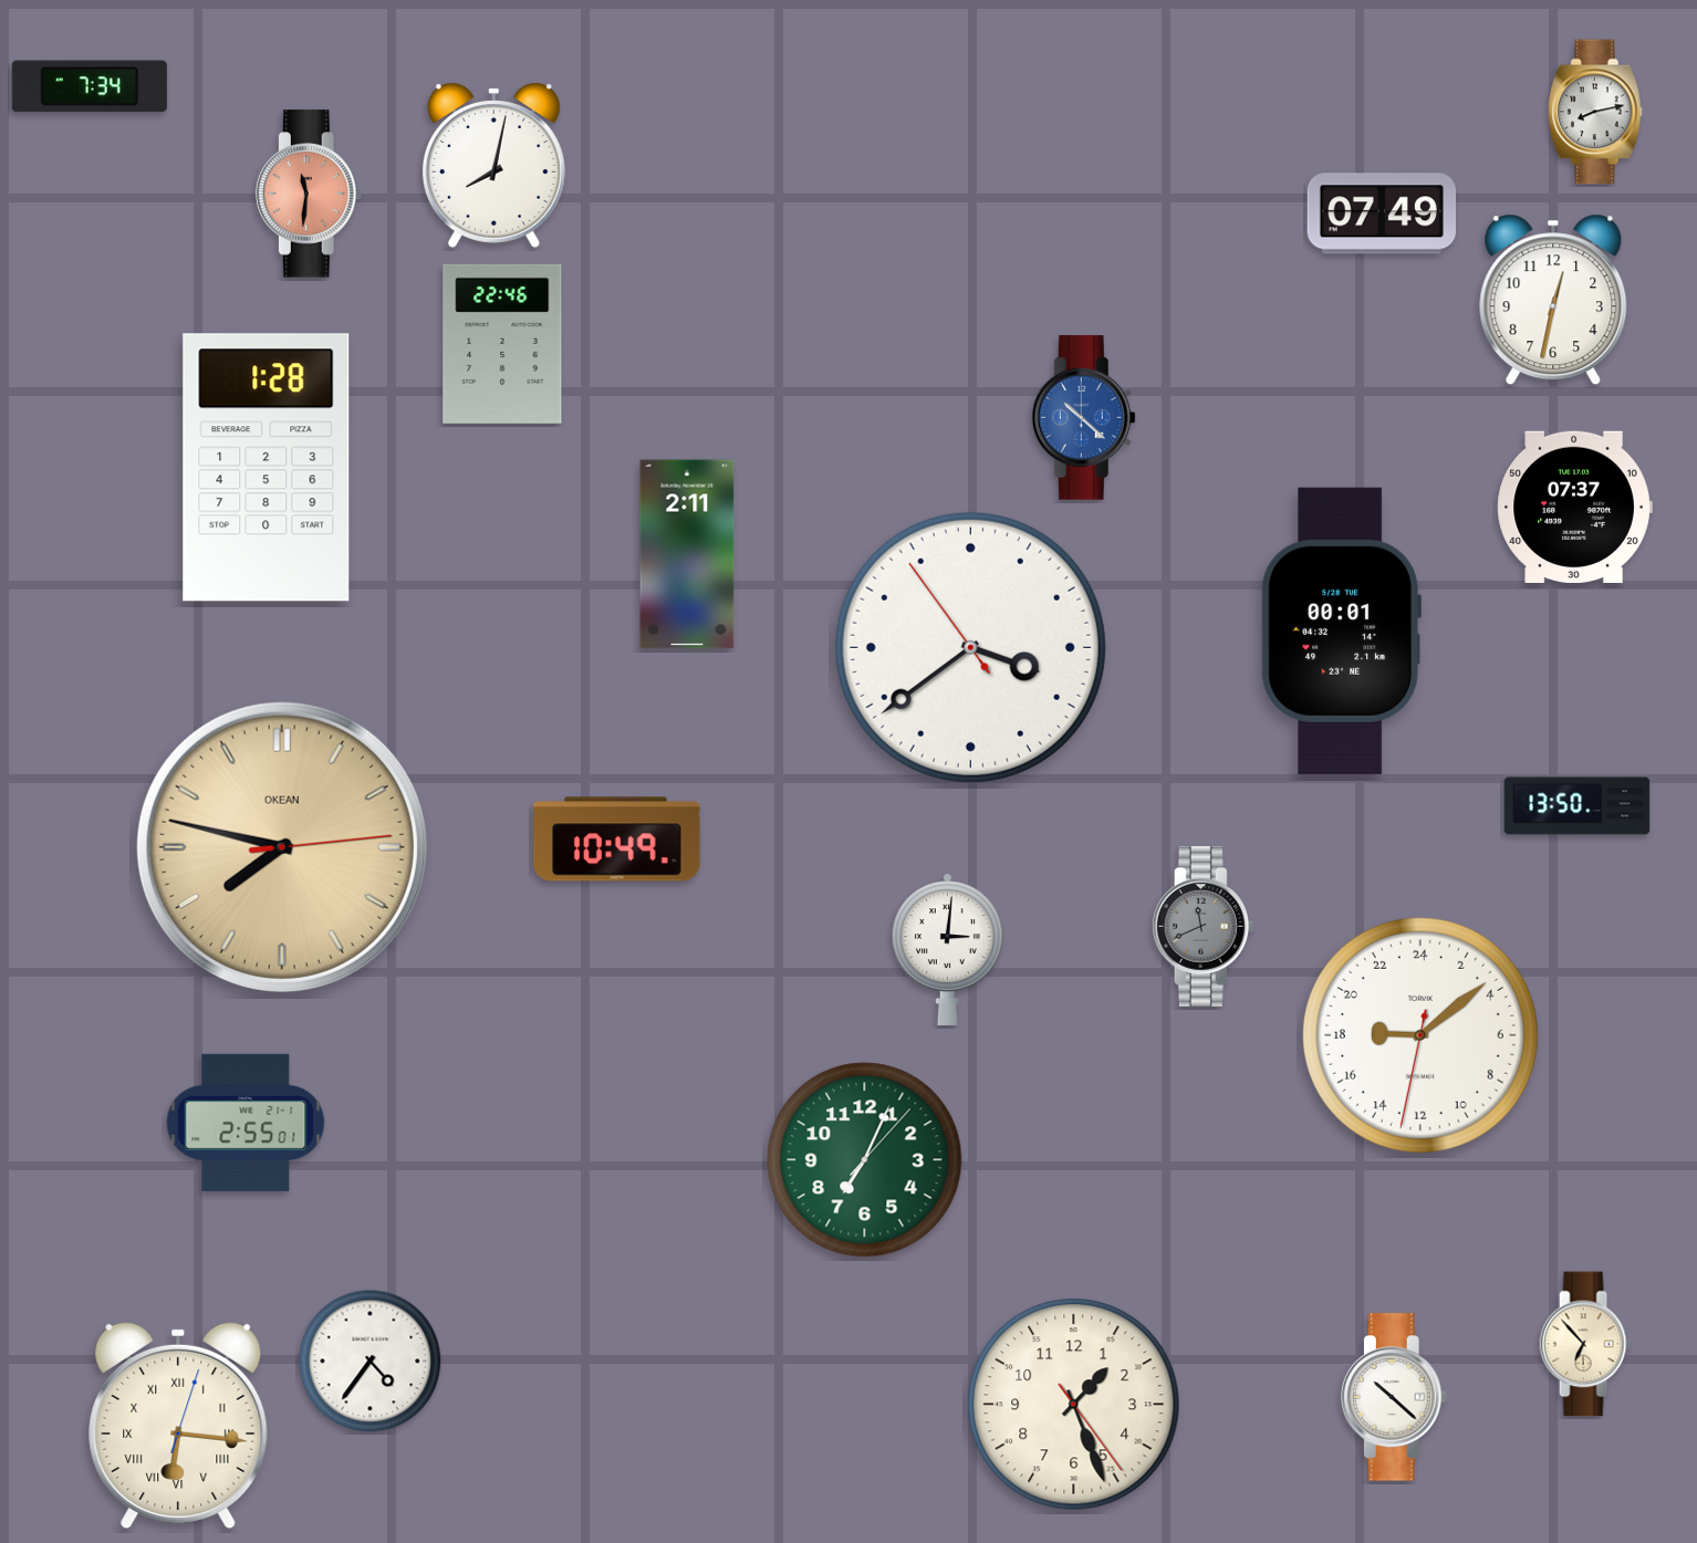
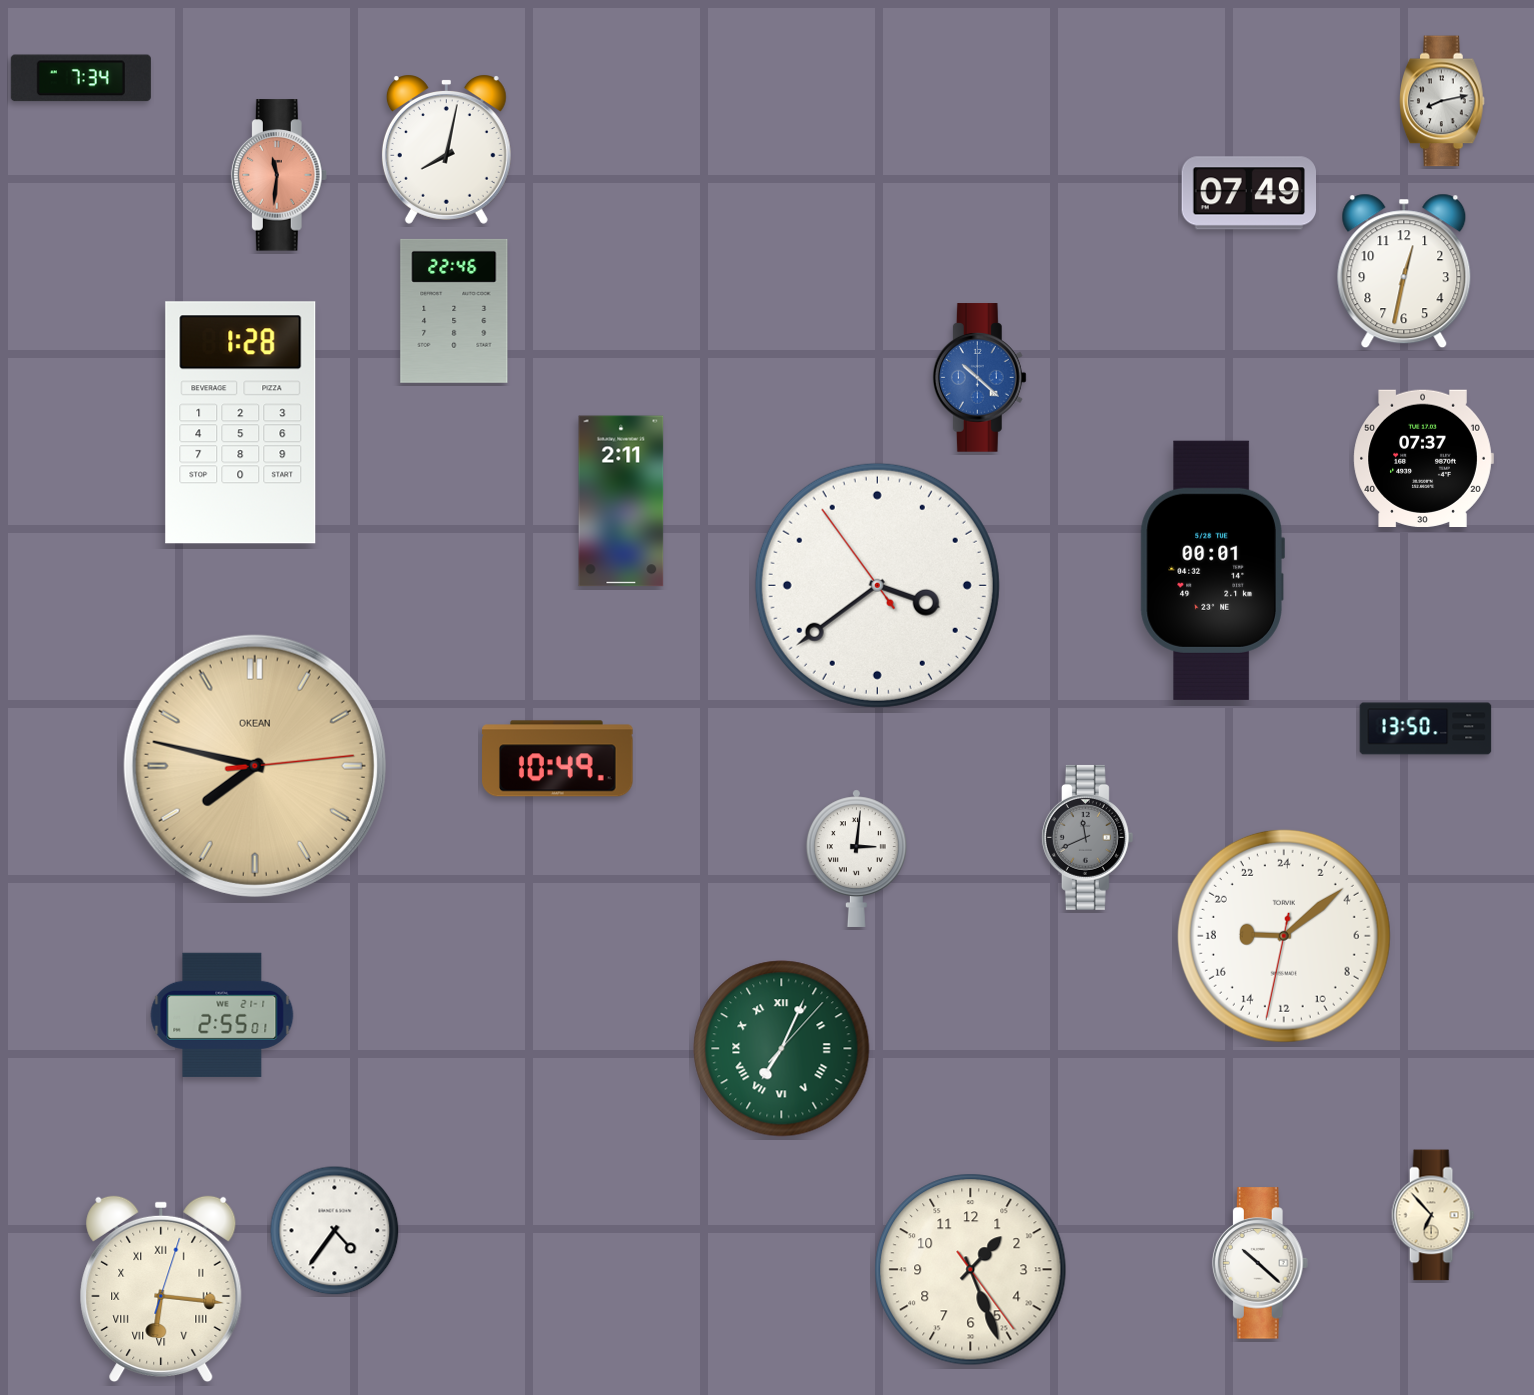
clock at (865, 1160) numerals: Arabic -> Roman
